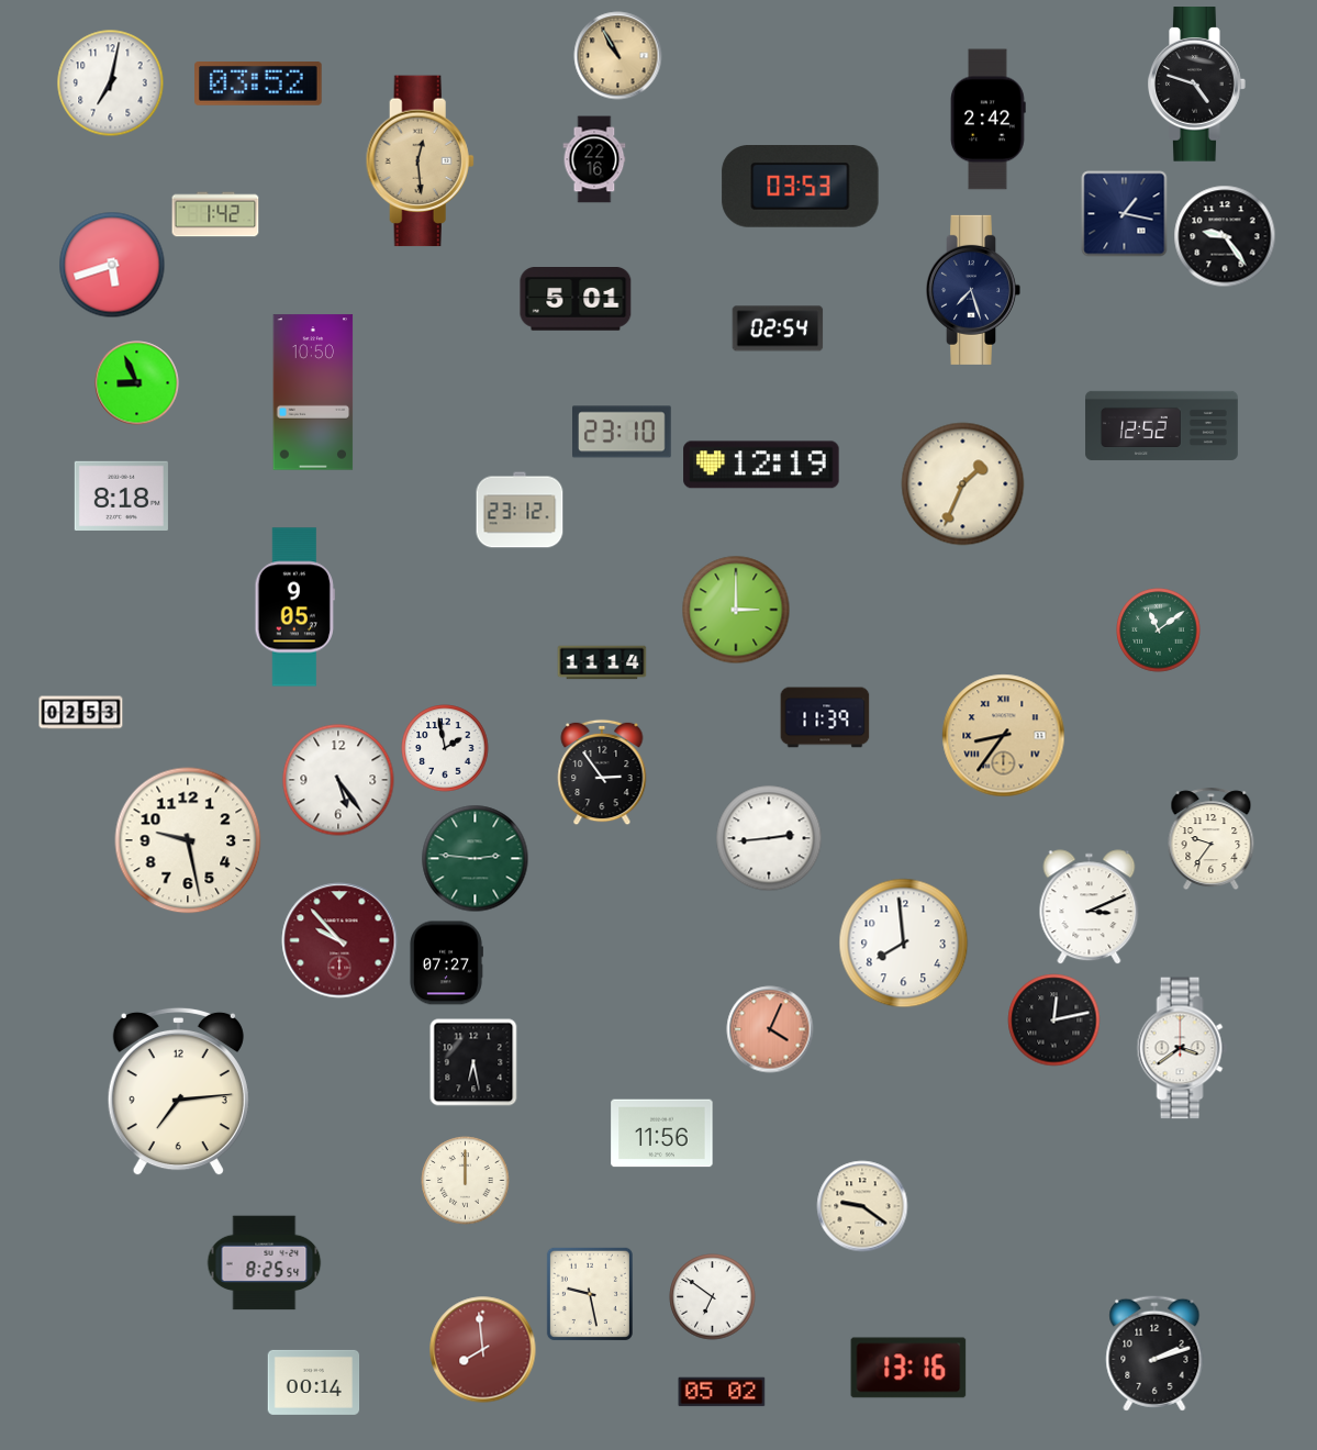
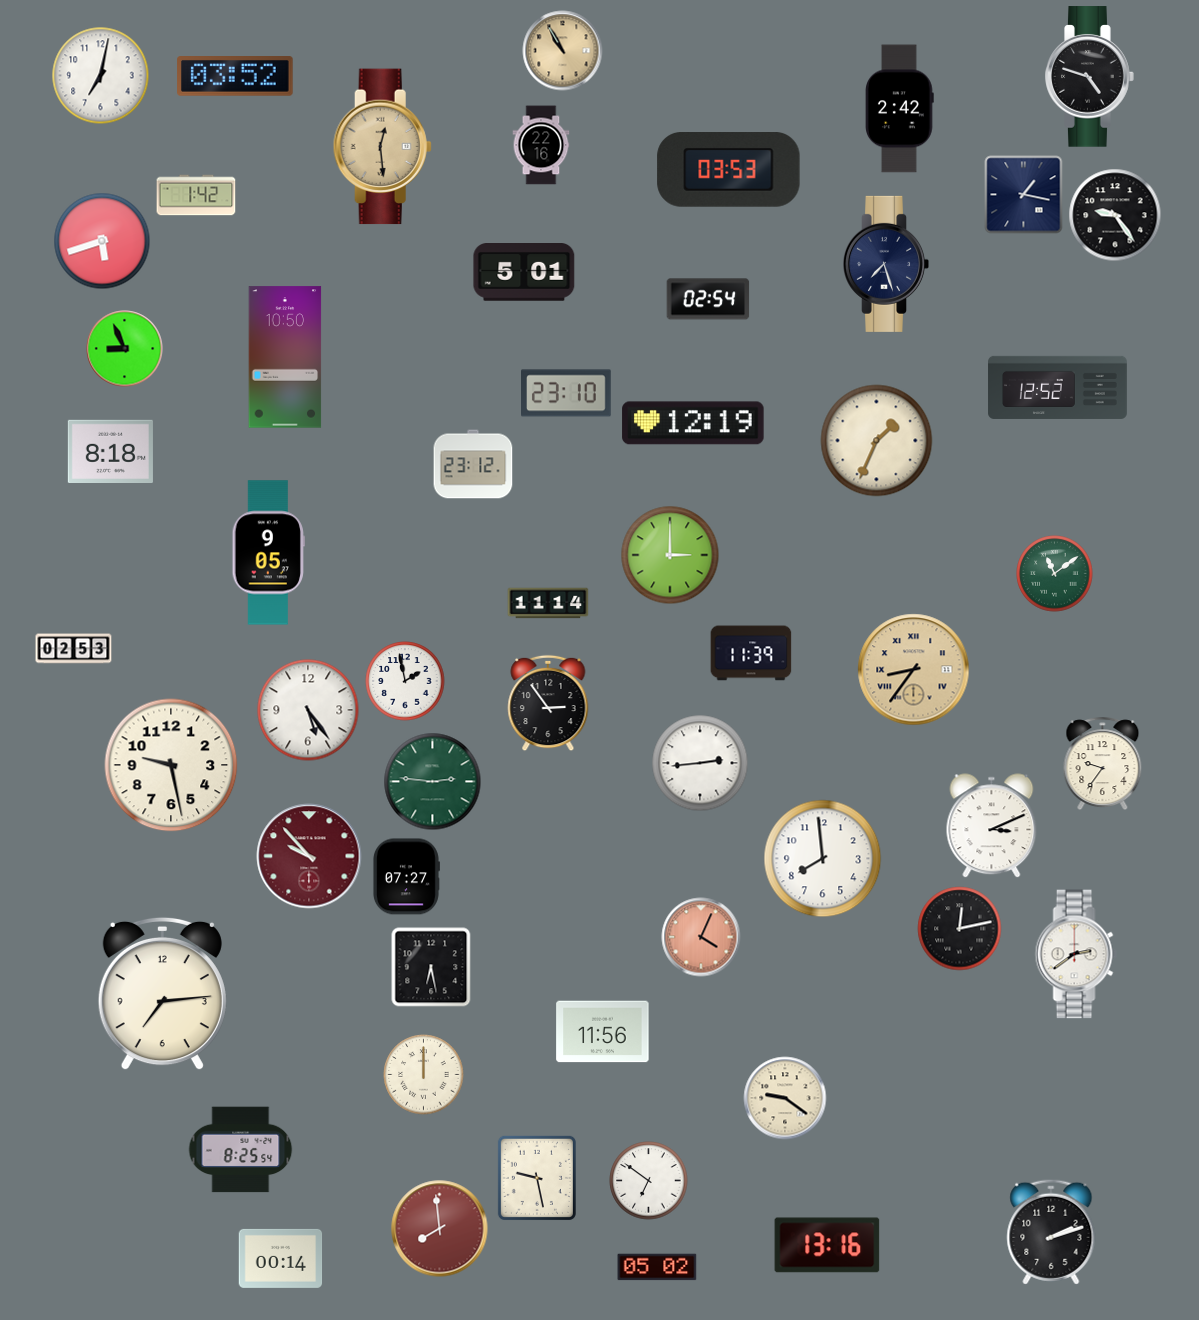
clock at (1182, 1048): 3:39 -> 2:39
clock at (314, 1382) position: (314, 1382) -> (281, 1258)
